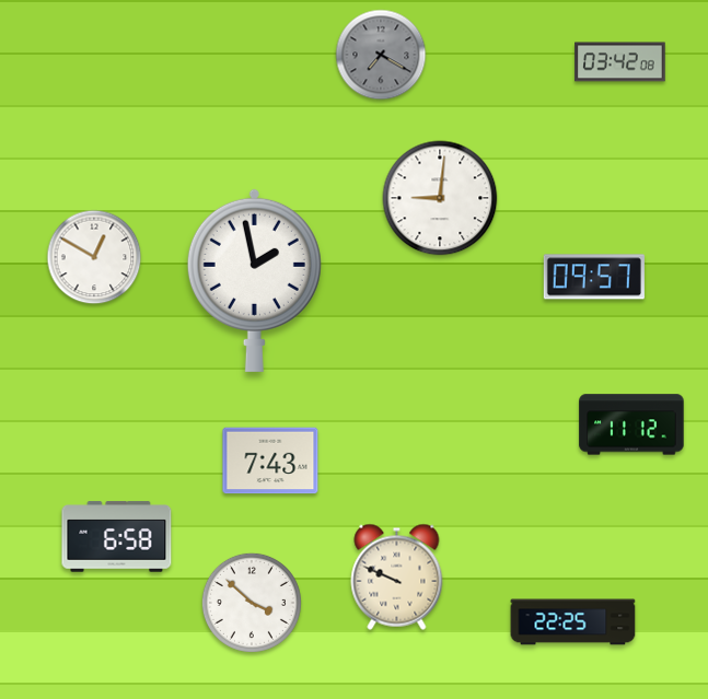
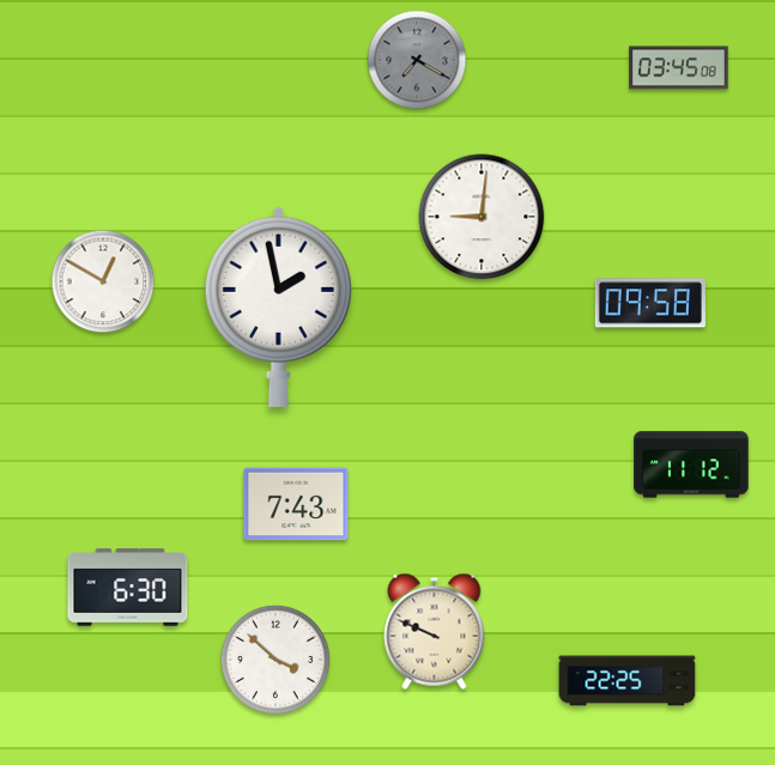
clock at (620, 62): 03:42 -> 03:45
clock at (594, 277): 09:57 -> 09:58
clock at (117, 537): 6:58 -> 6:30
